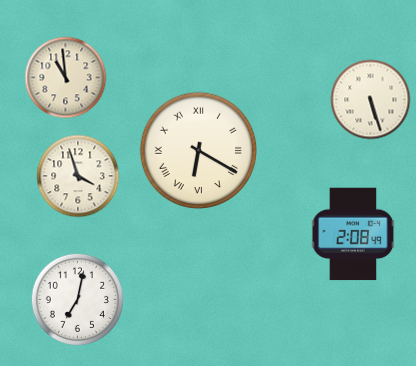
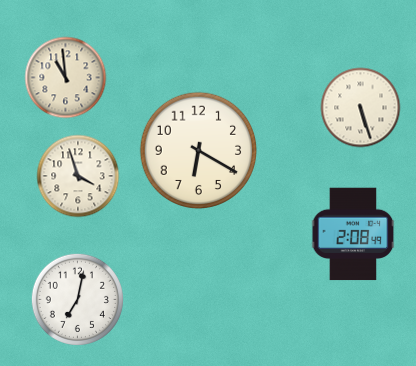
clock at (371, 100) position: (371, 100) -> (361, 108)
clock at (199, 151) numerals: Roman -> Arabic
